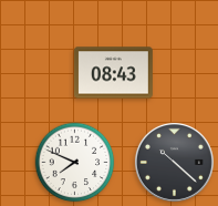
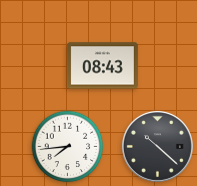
clock at (75, 163): 7:49 -> 7:44
